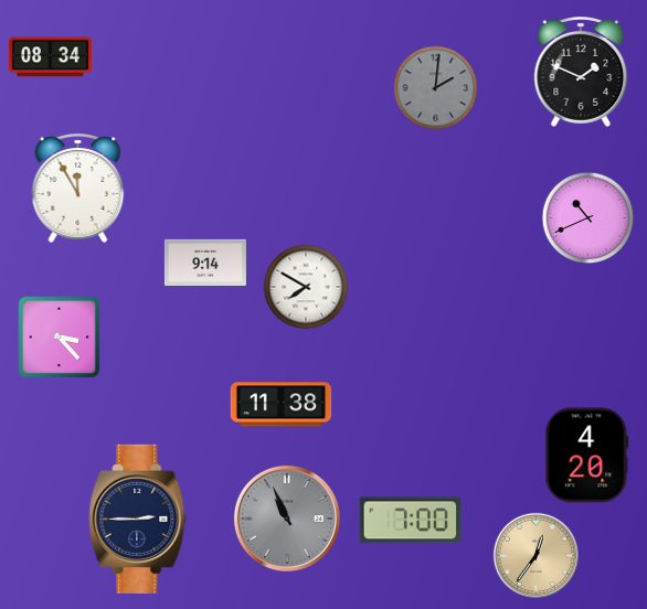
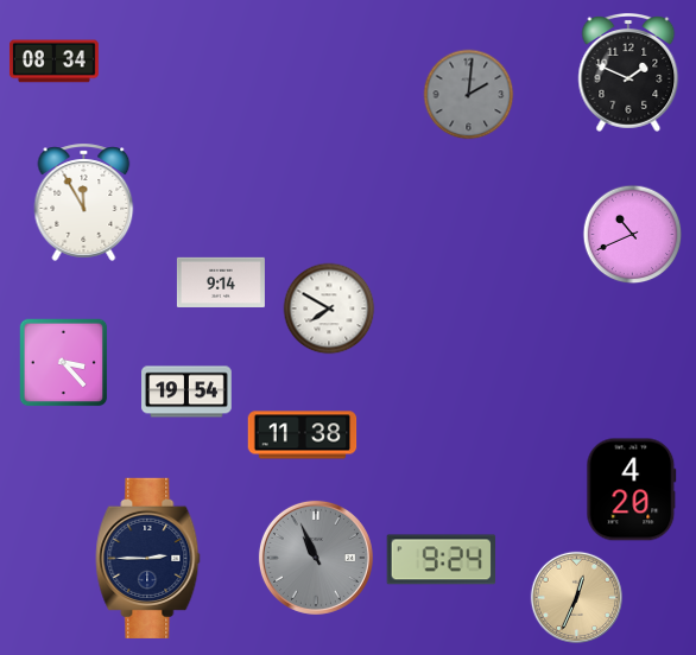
clock at (581, 73) position: (581, 73) -> (628, 74)
clock at (186, 392): none -> 19:54
clock at (287, 519) position: (287, 519) -> (316, 558)
clock at (411, 521): 7:00 -> 9:24
clock at (537, 556): 12:36 -> 12:34
